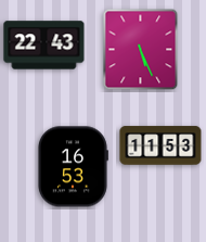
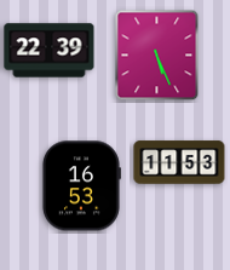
clock at (44, 46): 22:43 -> 22:39
